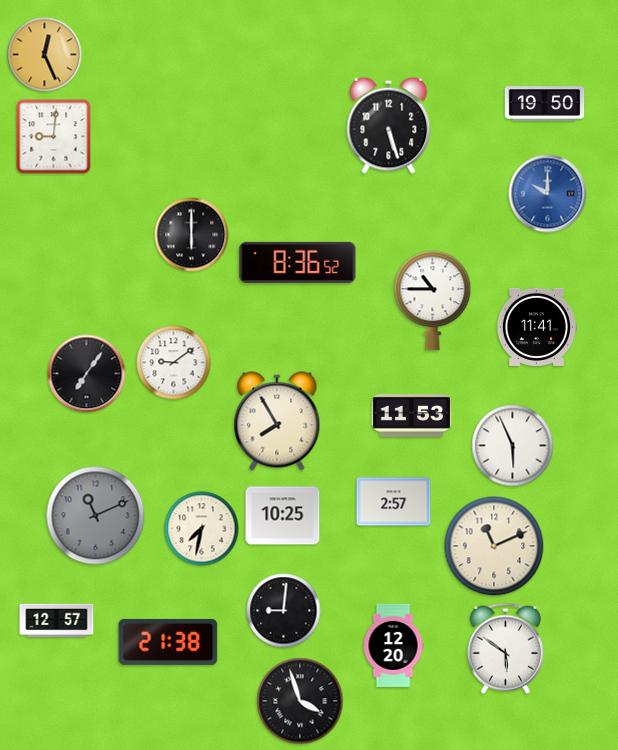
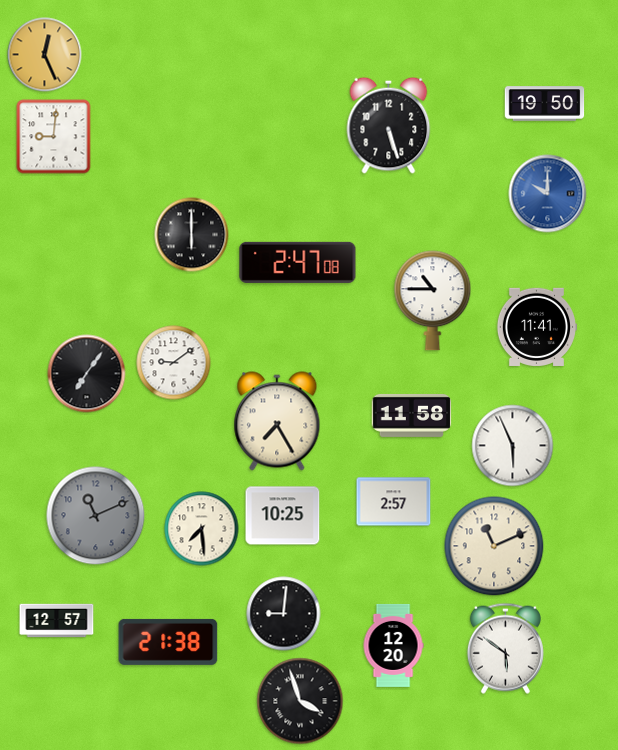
clock at (298, 262): 8:36 -> 2:47
clock at (412, 415): 11:53 -> 11:58
clock at (277, 421): 7:55 -> 7:25
clock at (202, 529): 7:32 -> 7:29
clock at (284, 611) position: (284, 611) -> (284, 614)
